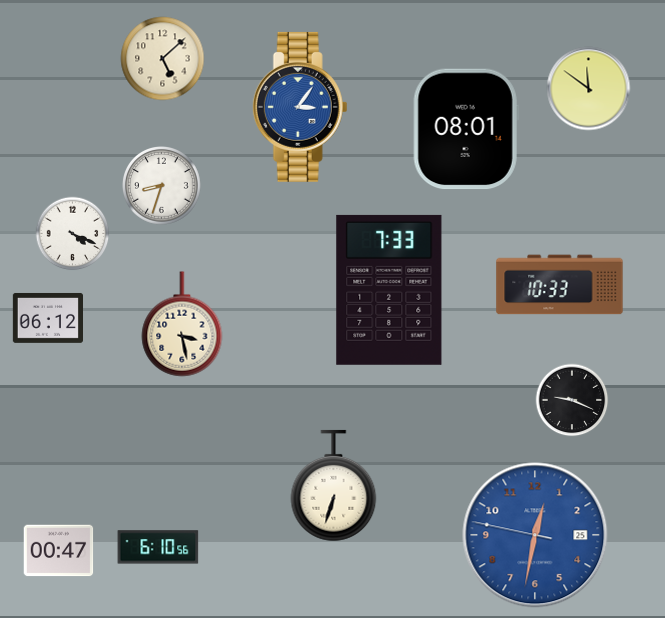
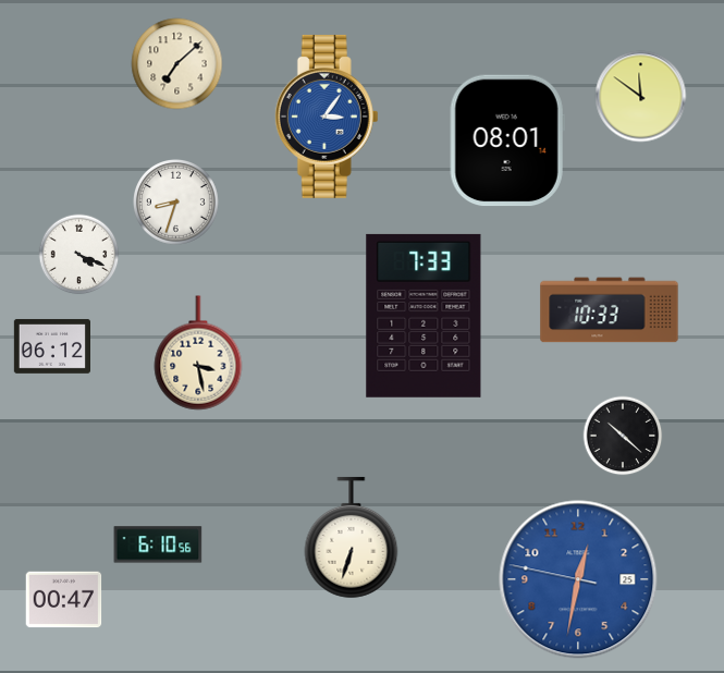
clock at (163, 59): 5:08 -> 7:08
clock at (572, 400): 9:19 -> 10:22
clock at (334, 486) position: (334, 486) -> (352, 538)
clock at (535, 535) position: (535, 535) -> (578, 579)
clock at (158, 547) position: (158, 547) -> (158, 544)
